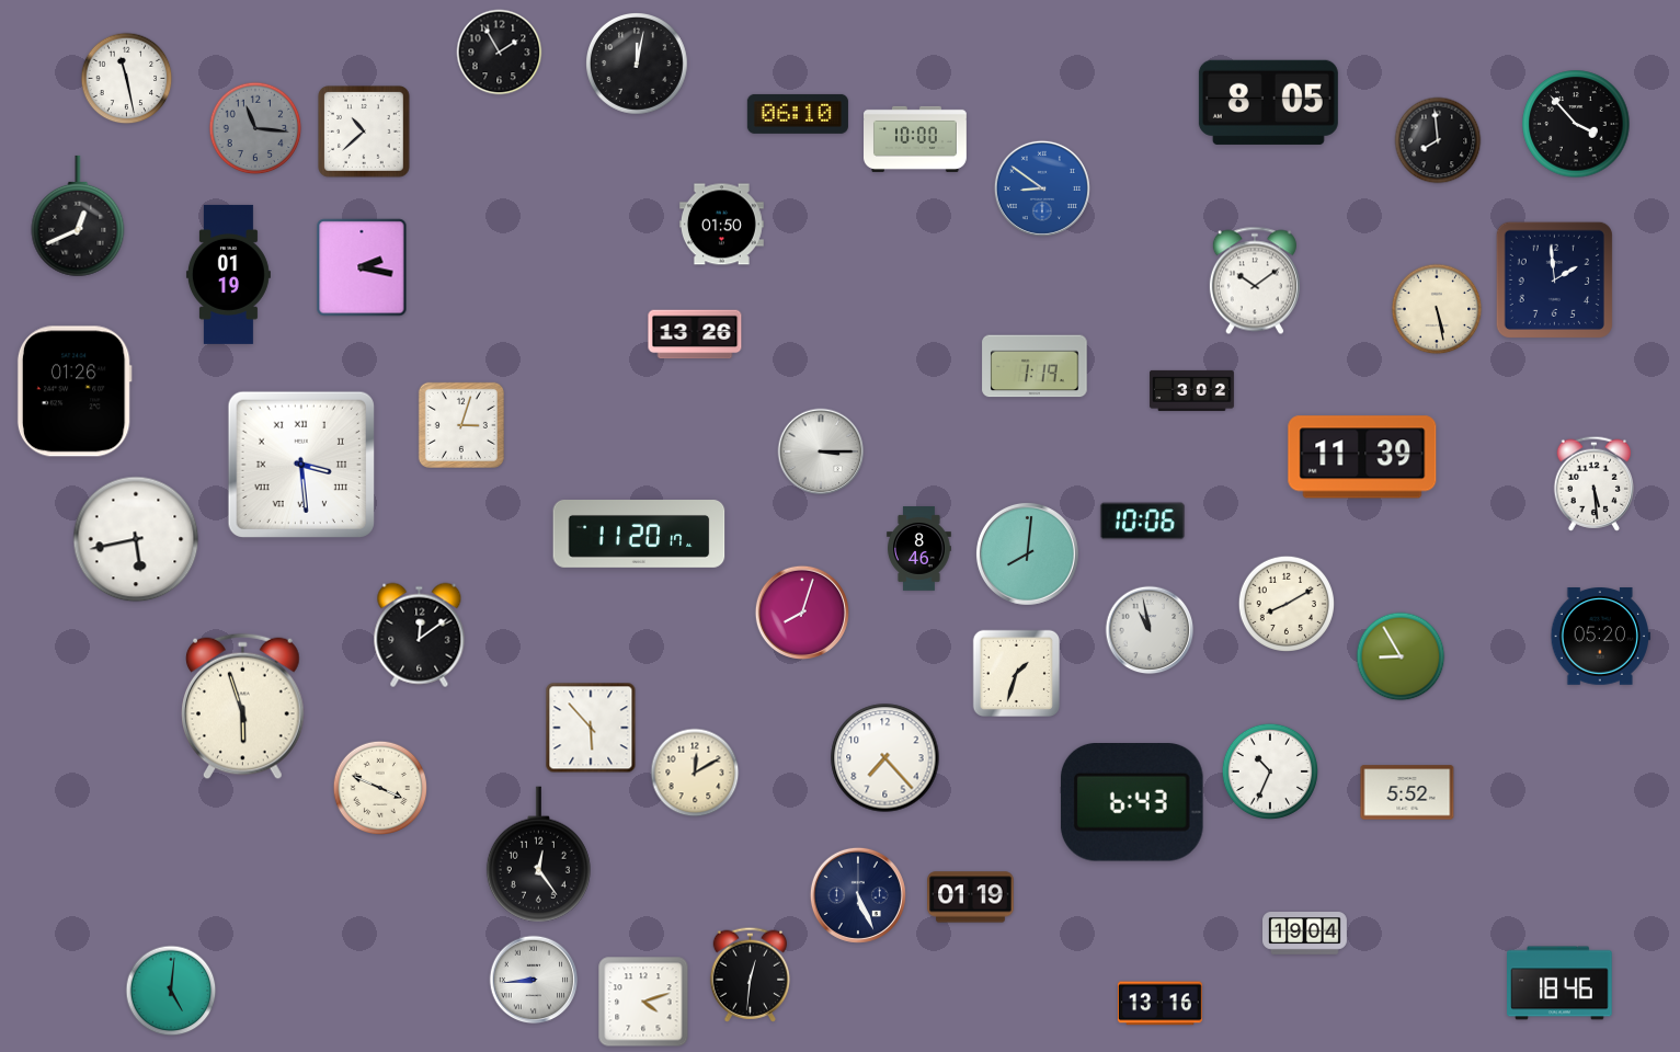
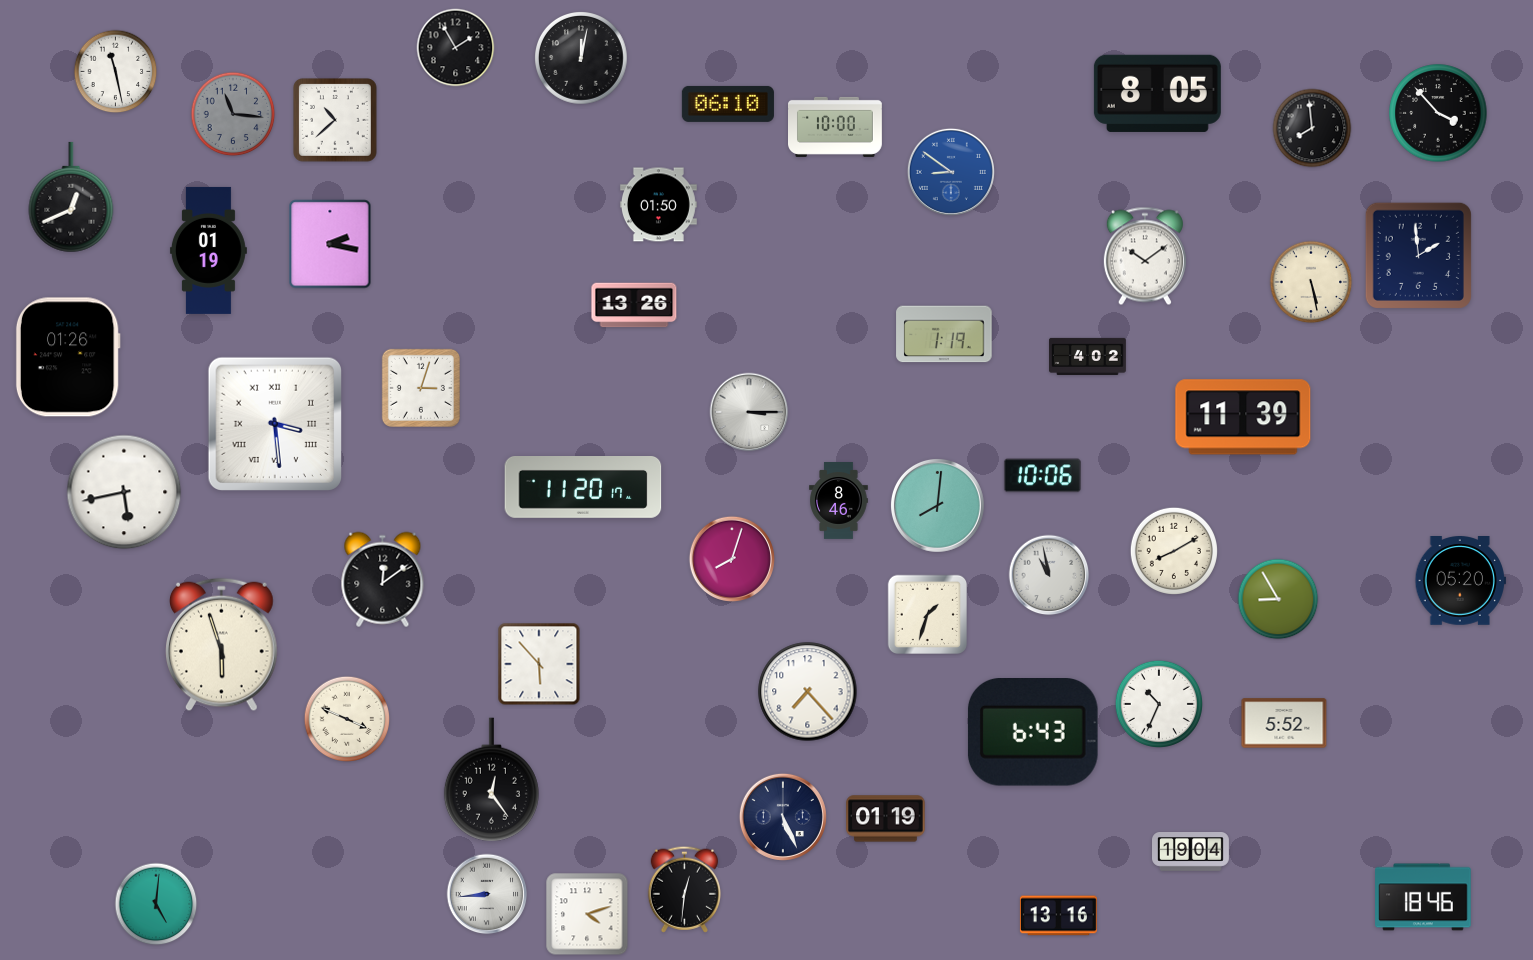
clock at (255, 128) position: (255, 128) -> (233, 114)
clock at (365, 133) position: (365, 133) -> (336, 121)
clock at (1192, 390): 3:02 -> 4:02
clock at (1593, 483): 5:29 -> none
clock at (695, 773): 12:10 -> none
